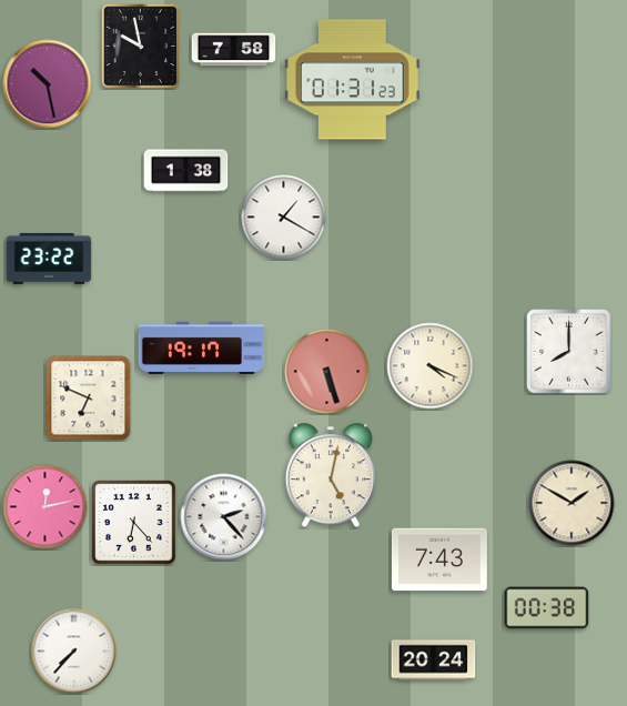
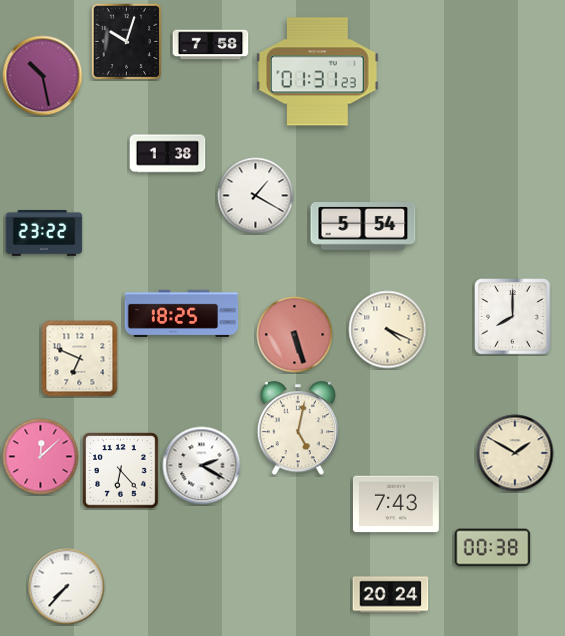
clock at (141, 46): 9:58 -> 10:03
clock at (363, 227): none -> 5:54
clock at (202, 347): 19:17 -> 18:25
clock at (45, 507): 12:13 -> 12:08
clock at (224, 517): 2:23 -> 2:20
